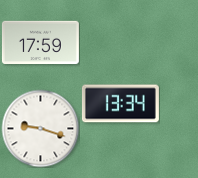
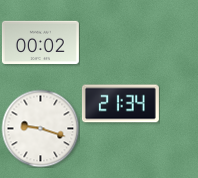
clock at (40, 42): 17:59 -> 00:02
clock at (120, 104): 13:34 -> 21:34
